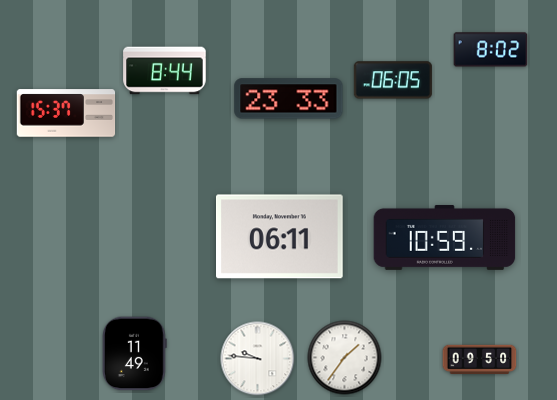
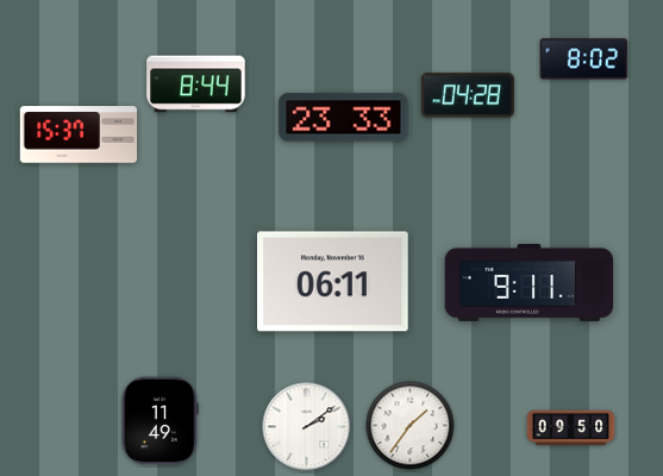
clock at (393, 80): 06:05 -> 04:28
clock at (445, 237): 10:59 -> 9:11
clock at (258, 359): 9:46 -> 2:09
